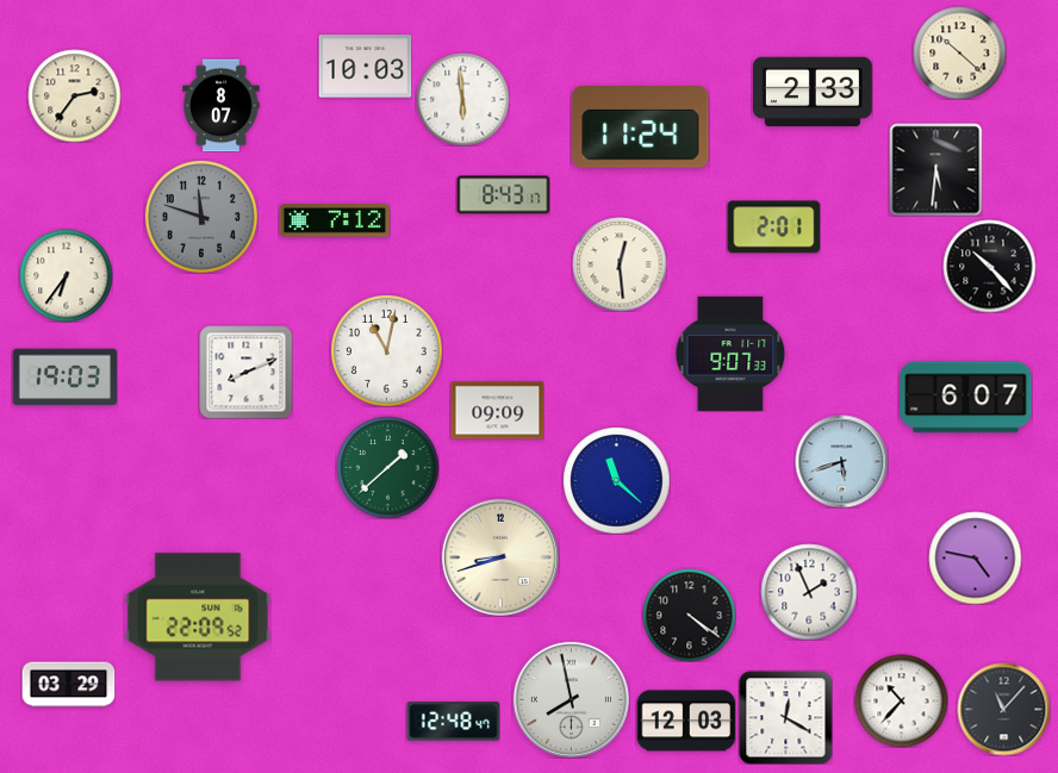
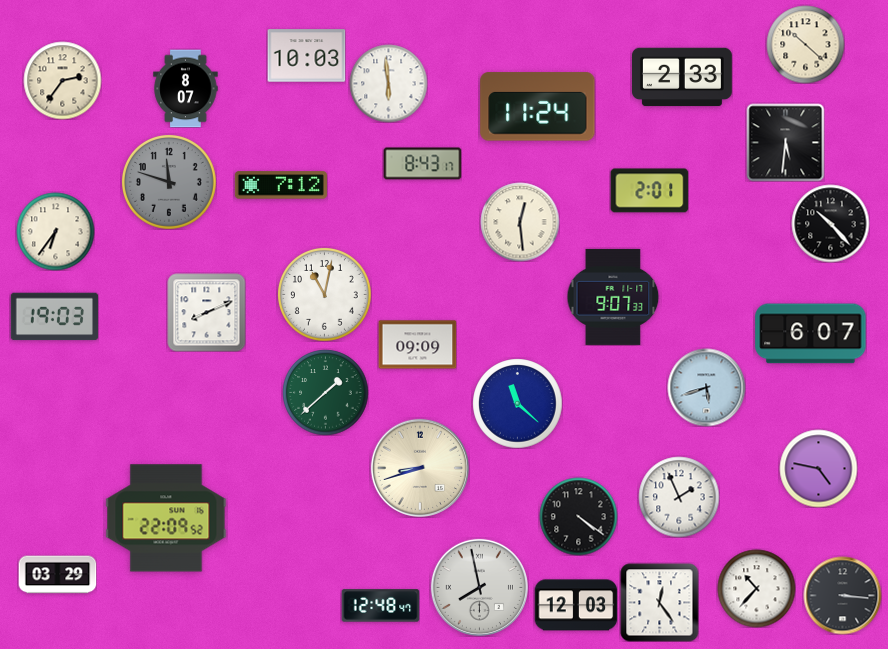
clock at (1003, 709): 11:07 -> 3:16
clock at (785, 717): 12:20 -> 12:24
